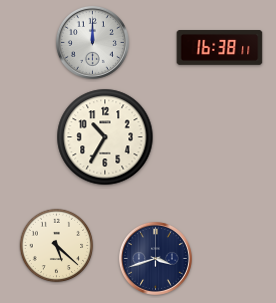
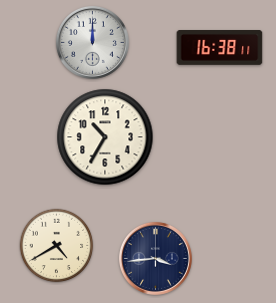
clock at (57, 246): 5:22 -> 4:40
clock at (155, 258): 3:42 -> 3:44
